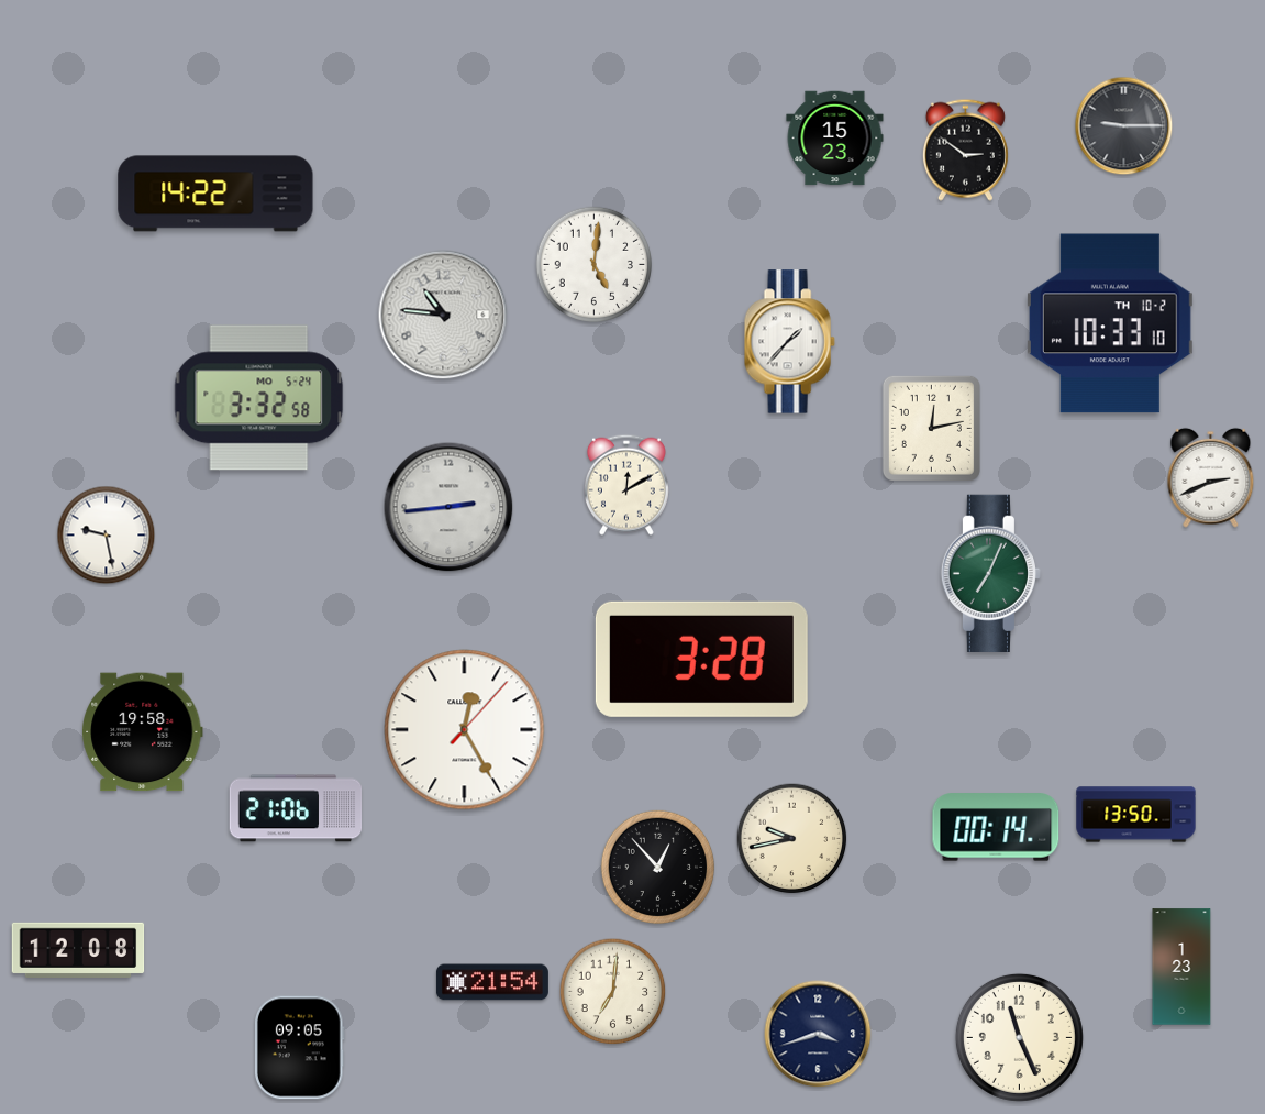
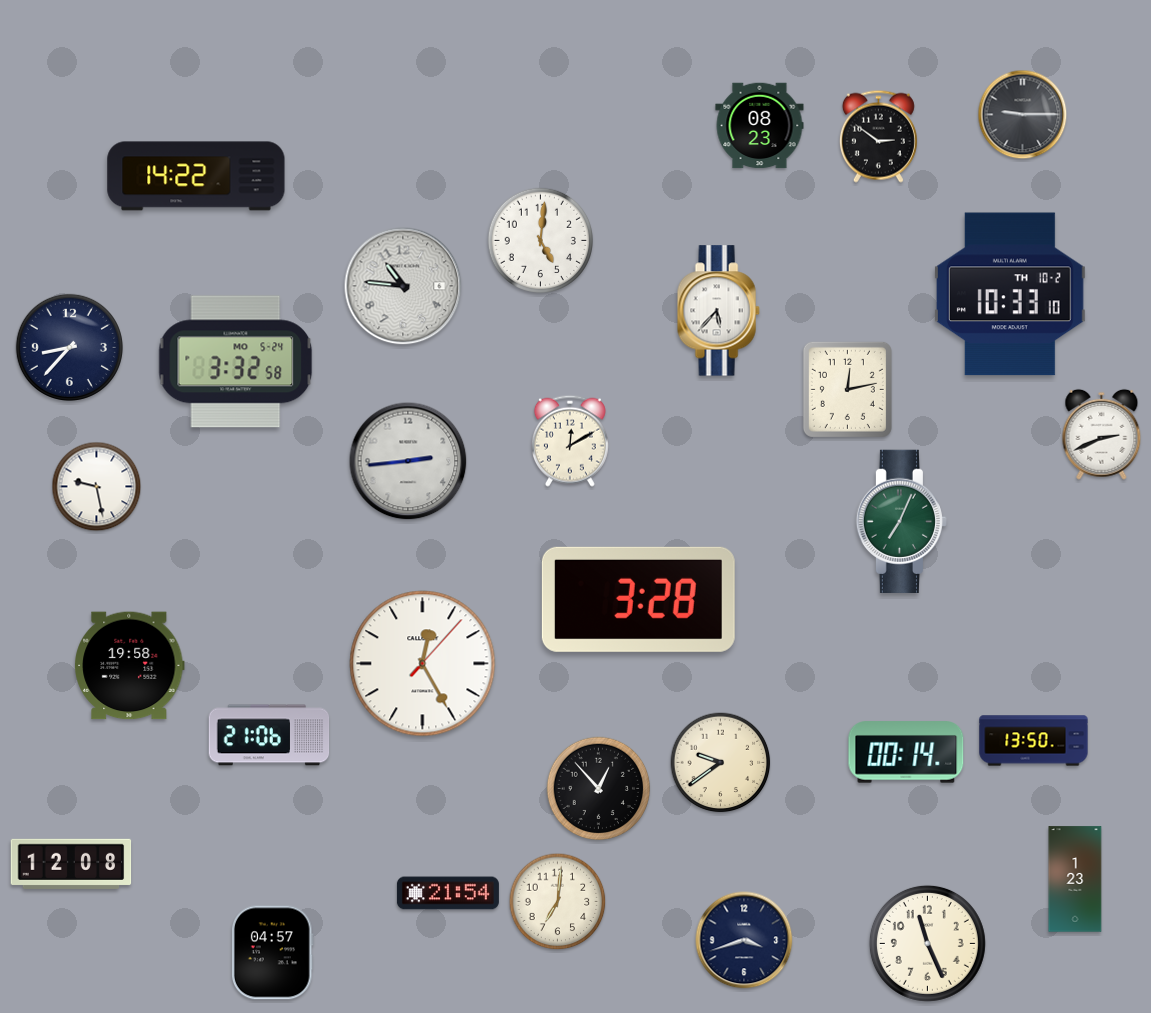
clock at (835, 139): 15:23 -> 08:23
clock at (789, 342): 1:37 -> 5:37
clock at (69, 347): none -> 8:37
clock at (792, 839): 9:43 -> 9:39
clock at (299, 1048): 09:05 -> 04:57
